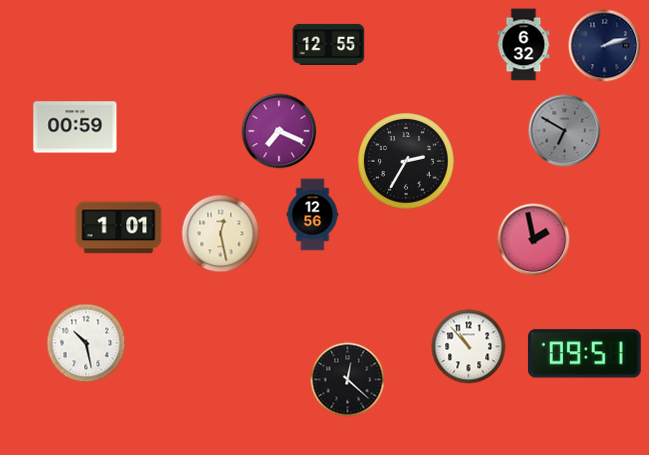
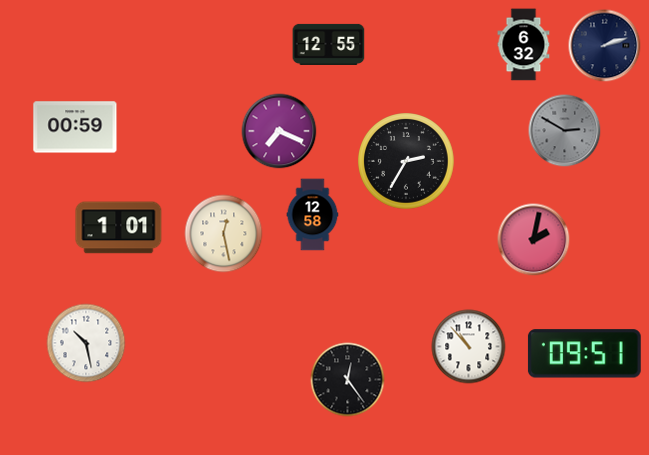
clock at (565, 131): 6:50 -> 2:50
clock at (313, 215): 12:56 -> 12:58
clock at (221, 234) position: (221, 234) -> (224, 234)
clock at (534, 240): 1:58 -> 2:02
clock at (348, 380): 12:22 -> 12:24
